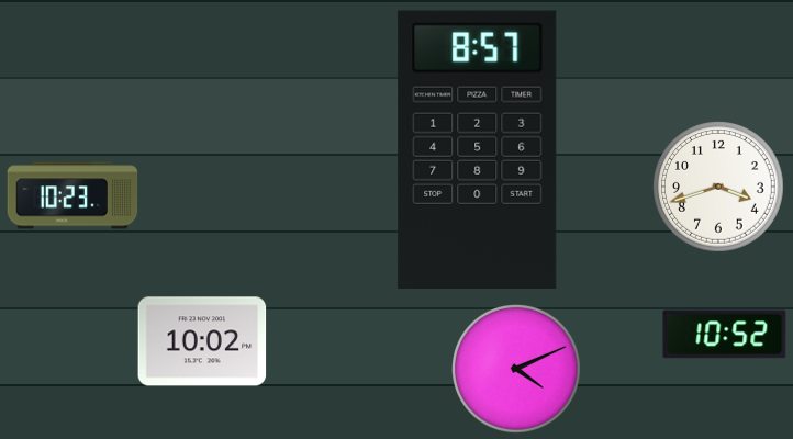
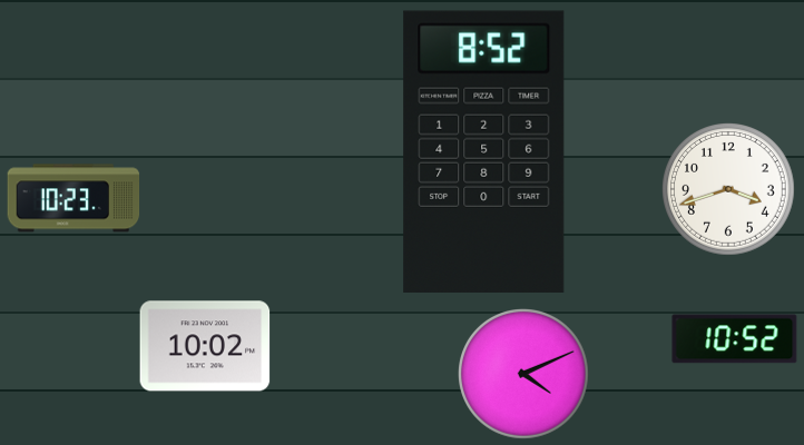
clock at (478, 149): 8:57 -> 8:52
